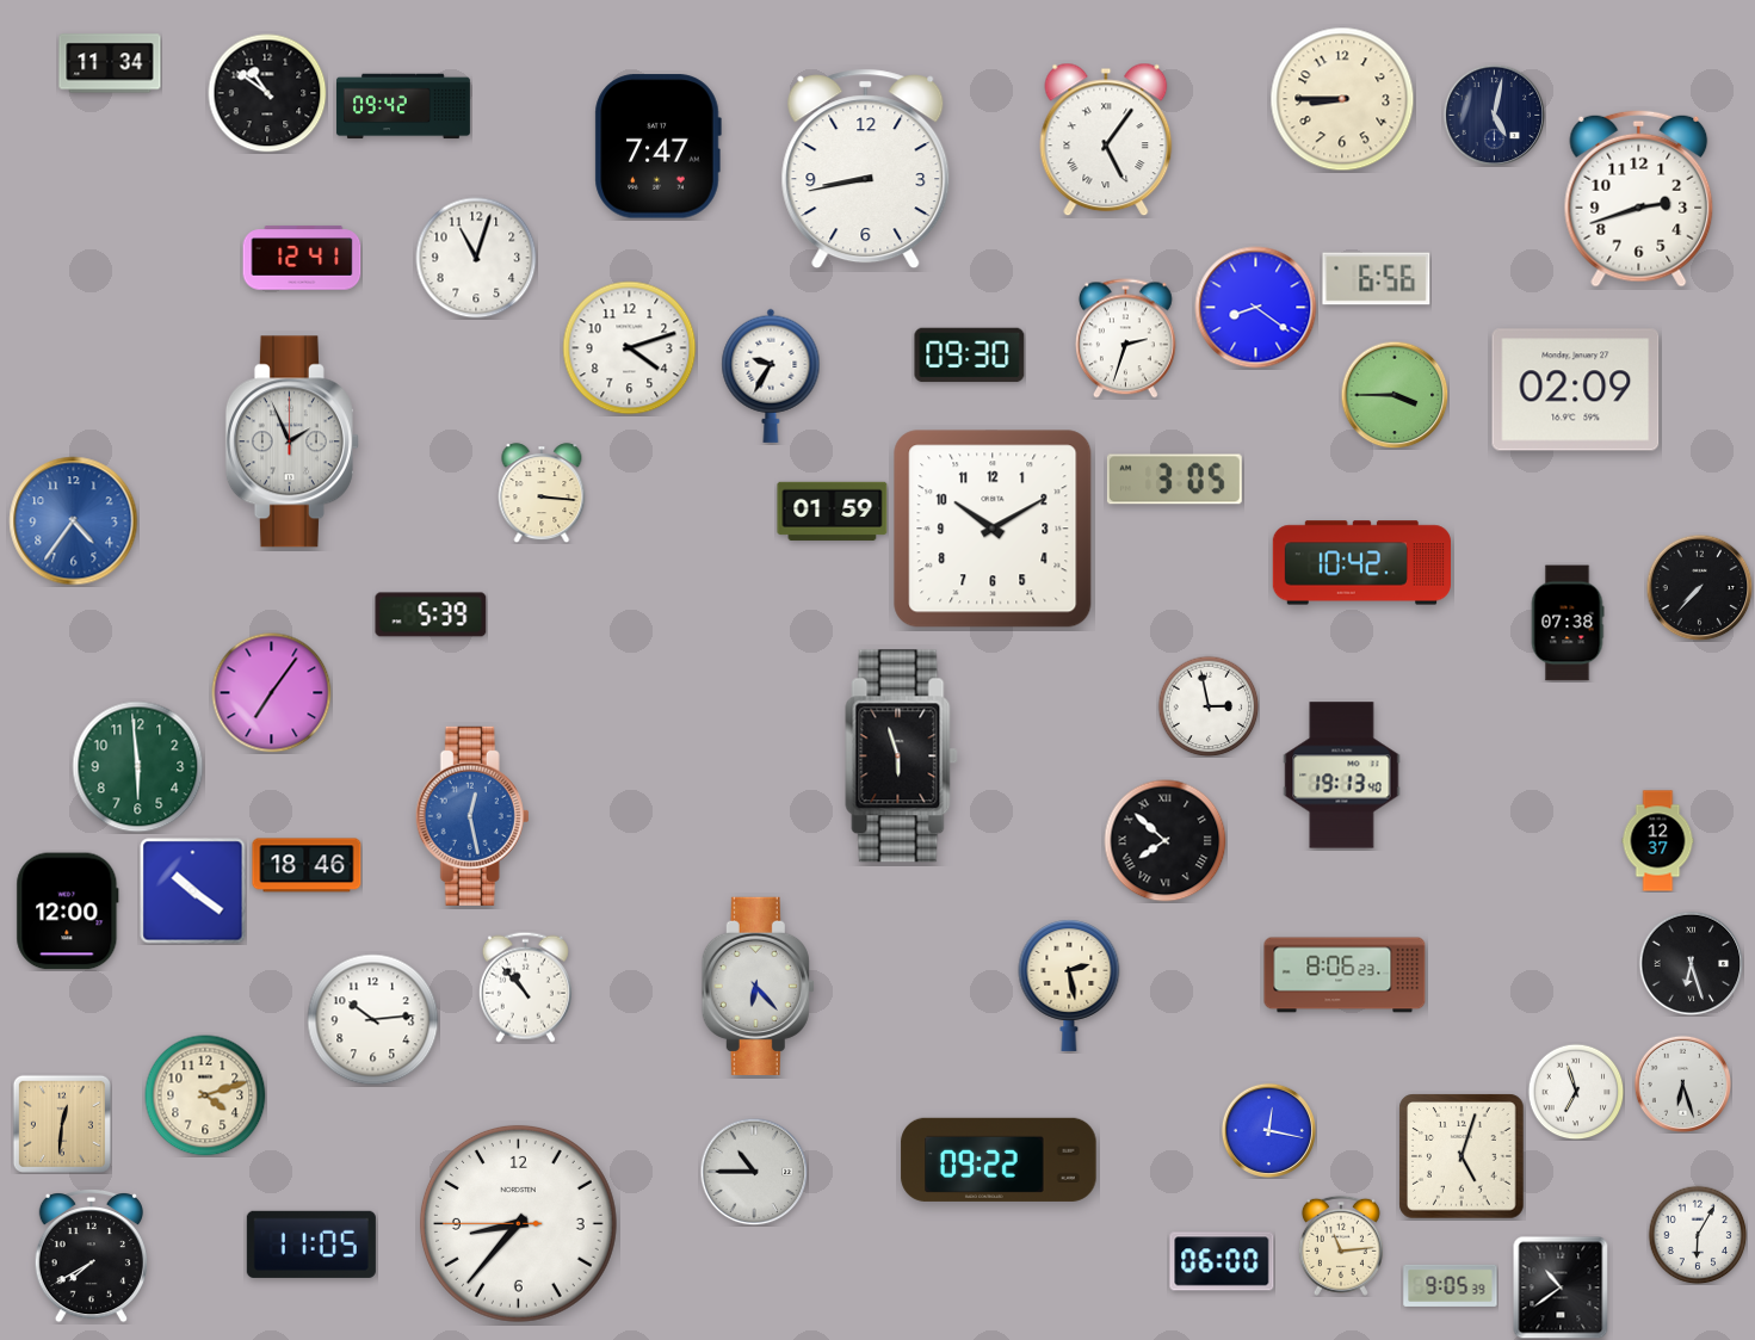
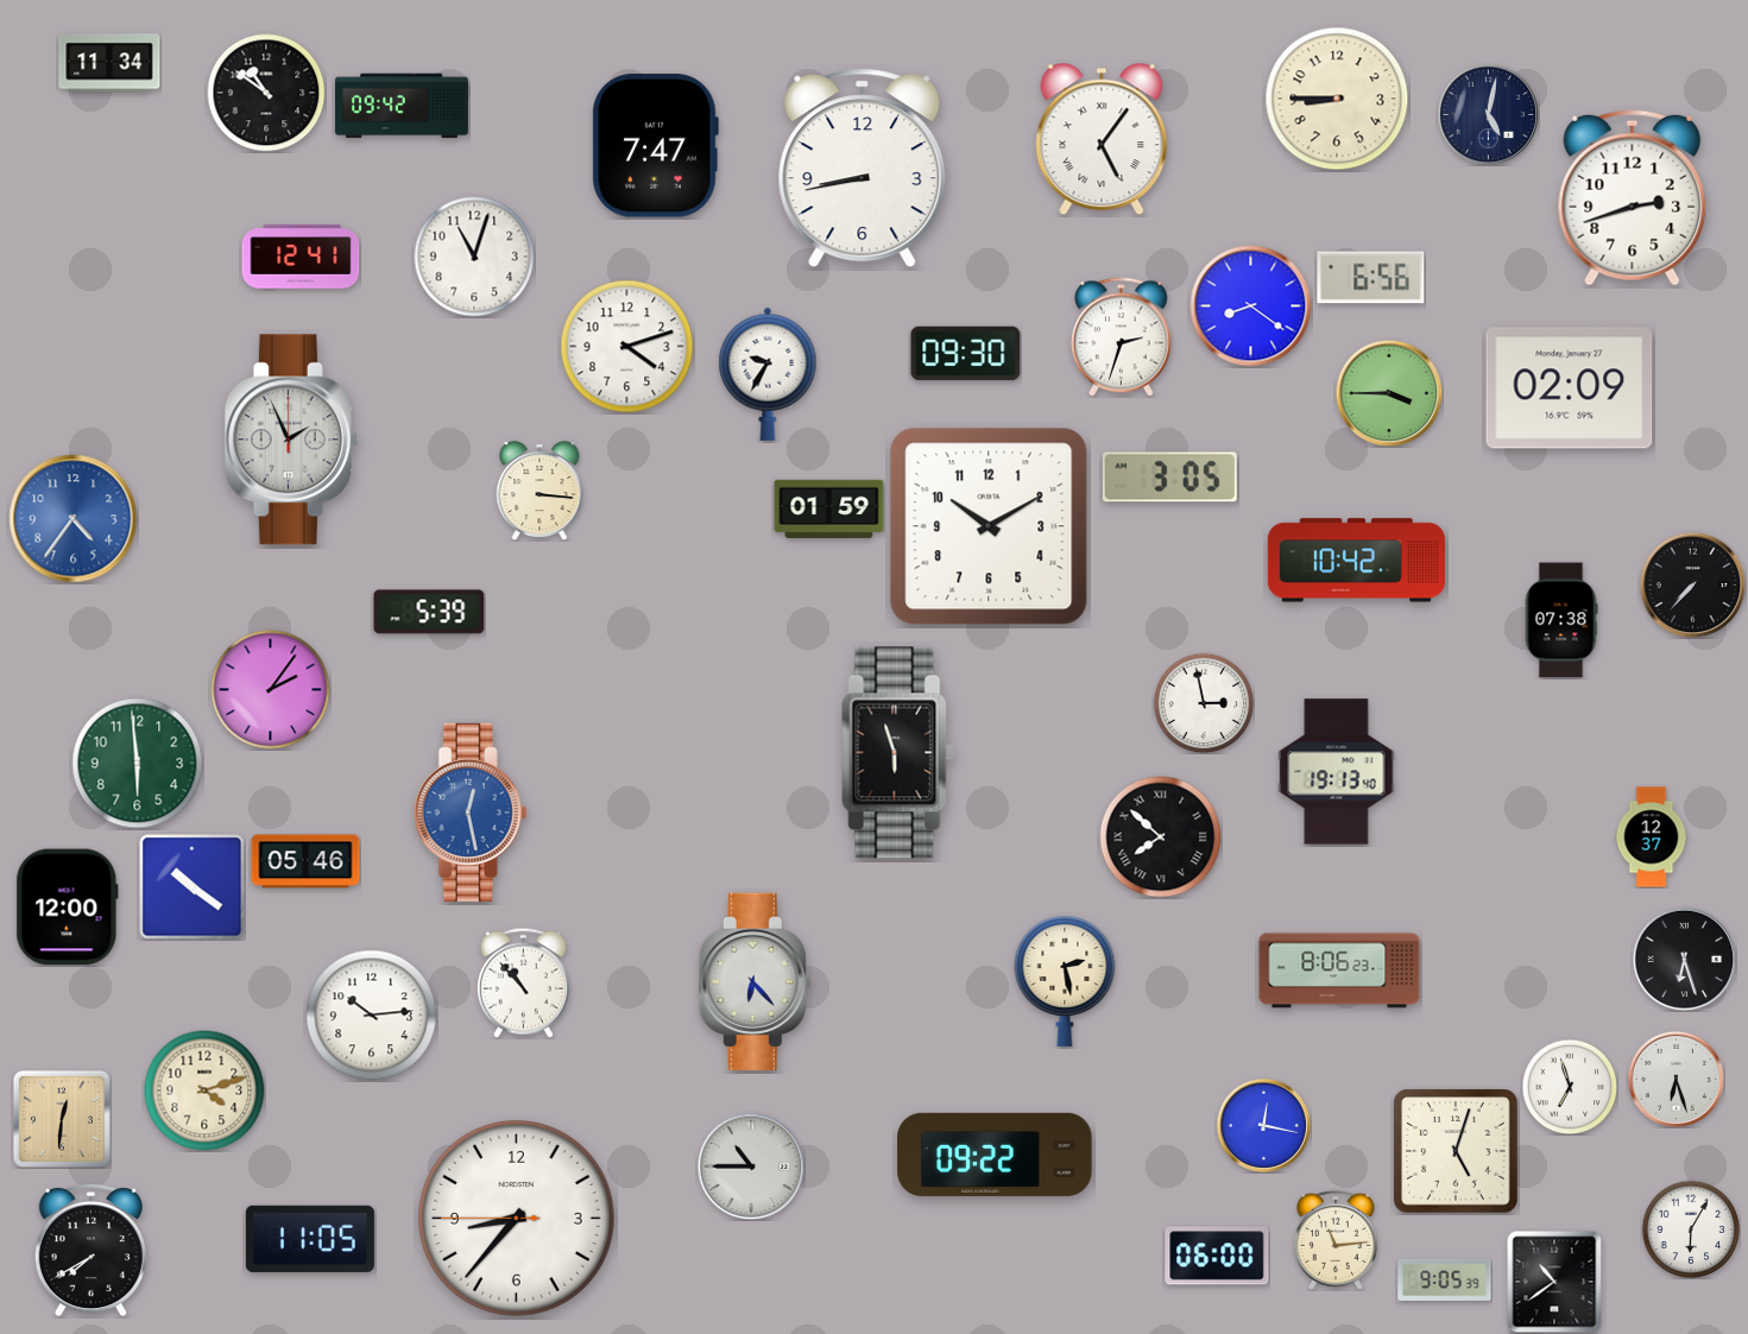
clock at (272, 693): 7:06 -> 2:06
clock at (307, 865): 18:46 -> 05:46
